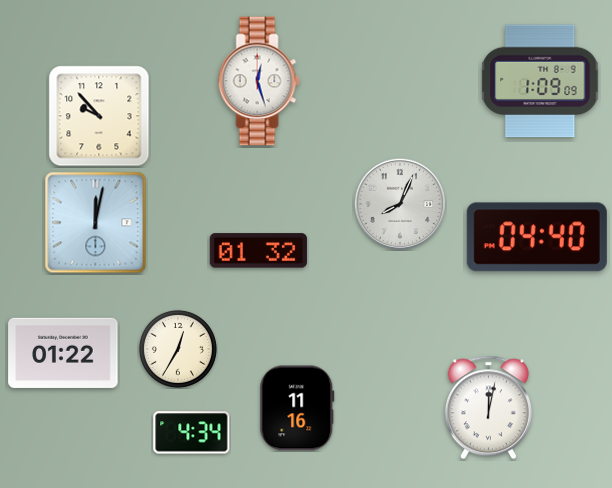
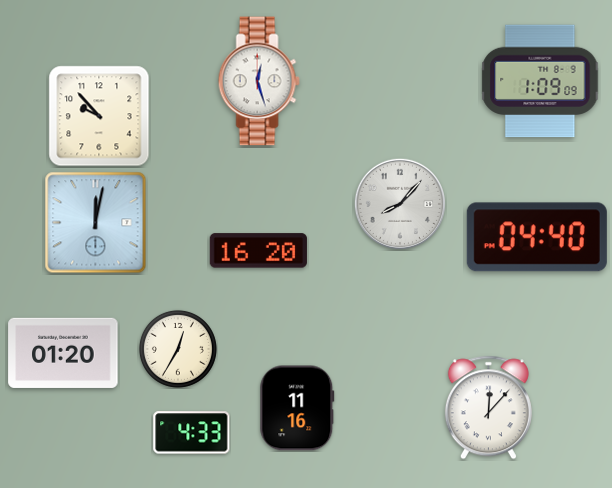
clock at (399, 203): 8:04 -> 8:07
clock at (258, 251): 01:32 -> 16:20
clock at (63, 353): 01:22 -> 01:20
clock at (488, 408): 12:02 -> 12:07
clock at (192, 433): 4:34 -> 4:33
